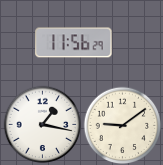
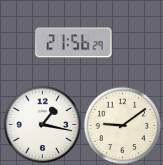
clock at (74, 43): 11:56 -> 21:56
